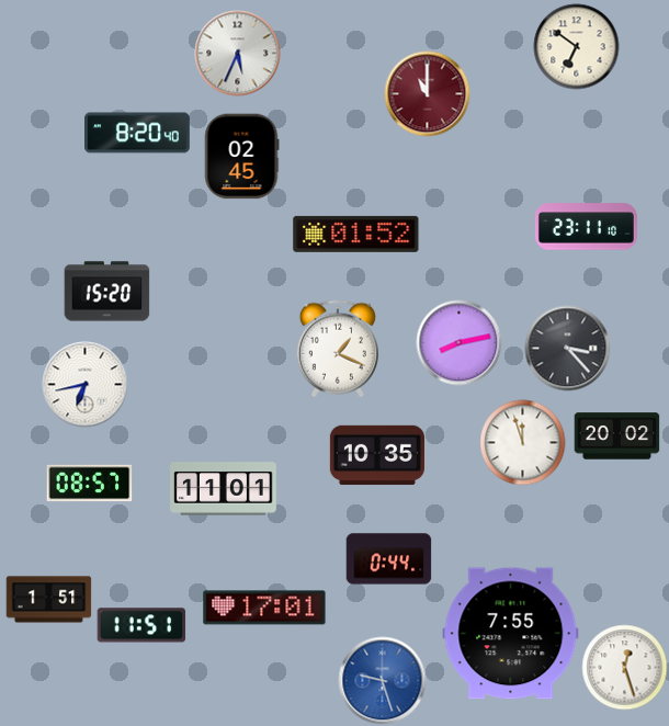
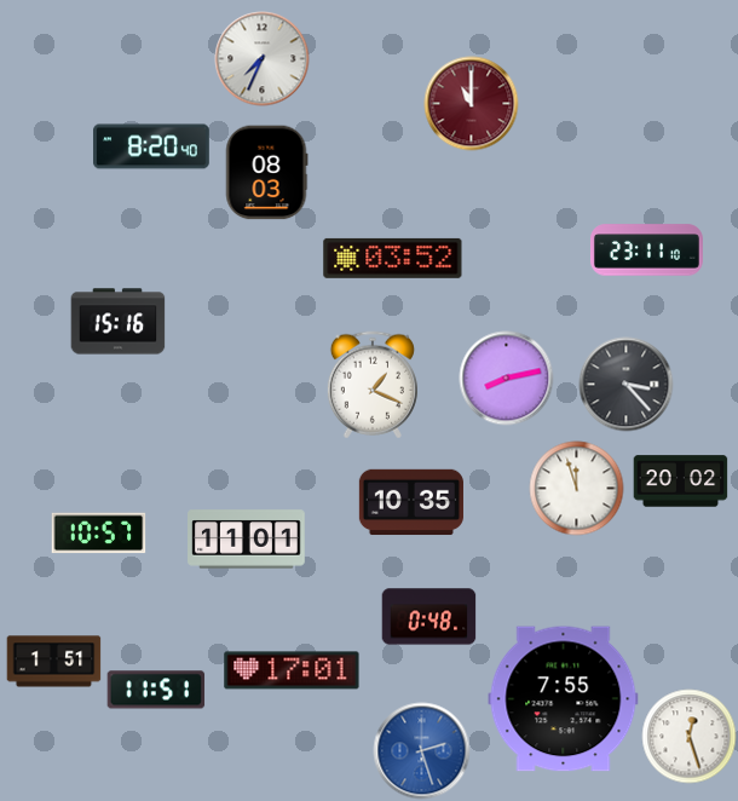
clock at (576, 46): 6:51 -> none
clock at (237, 53): 5:34 -> 7:34
clock at (241, 156): 02:45 -> 08:03
clock at (356, 234): 01:52 -> 03:52
clock at (106, 292): 15:20 -> 15:16
clock at (84, 384): 6:43 -> none
clock at (376, 455) position: (376, 455) -> (410, 502)
clock at (89, 484): 08:57 -> 10:57
clock at (388, 559): 0:44 -> 0:48
clock at (382, 680): 9:27 -> 2:27
